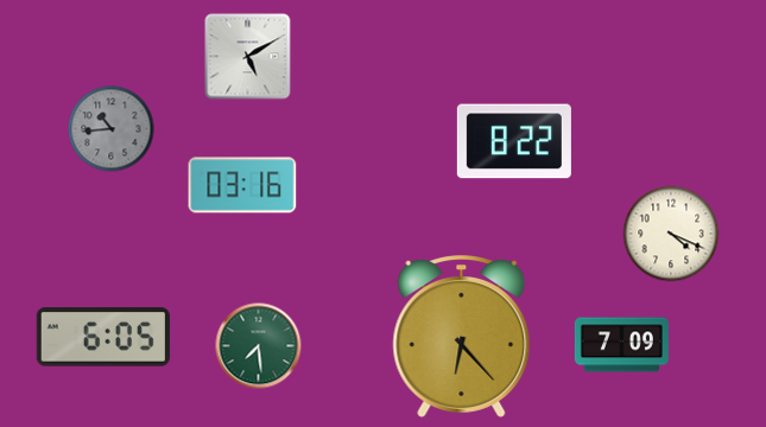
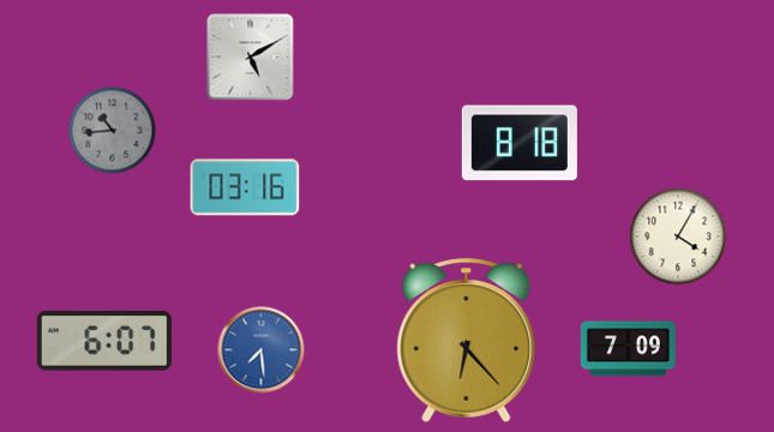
clock at (514, 141): 8:22 -> 8:18
clock at (671, 234): 4:19 -> 4:05
clock at (103, 337): 6:05 -> 6:07
clock at (259, 346) dial: green -> blue
